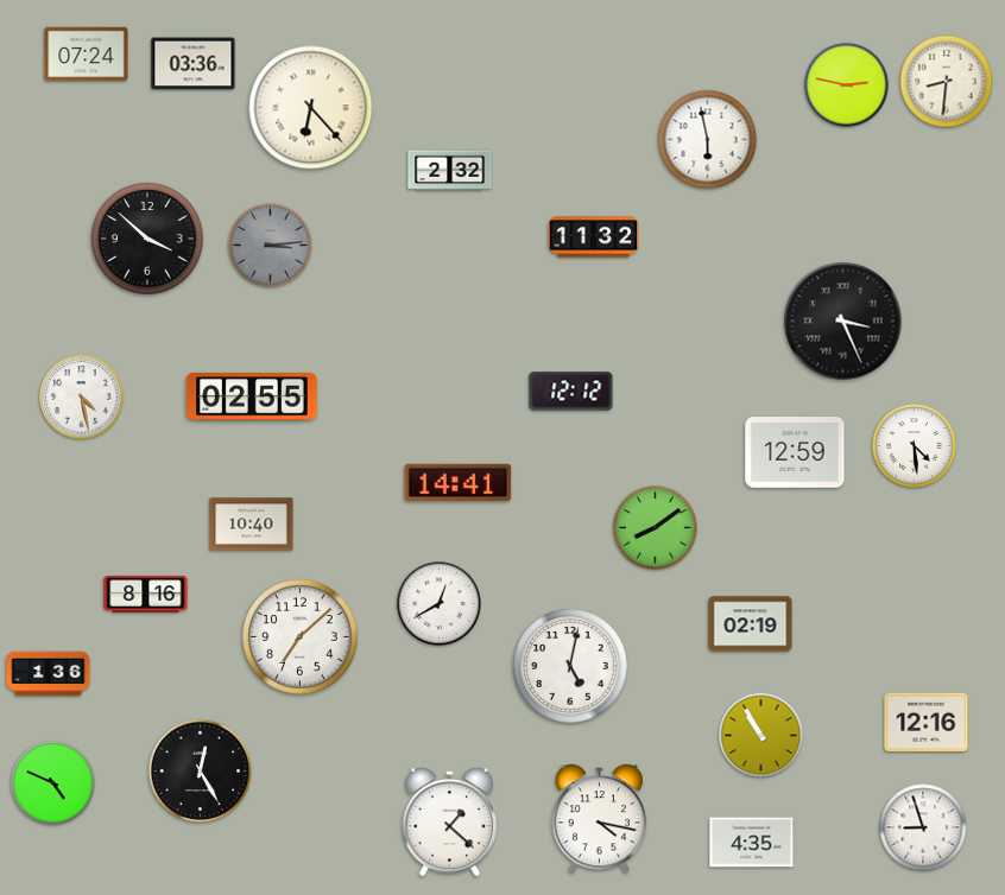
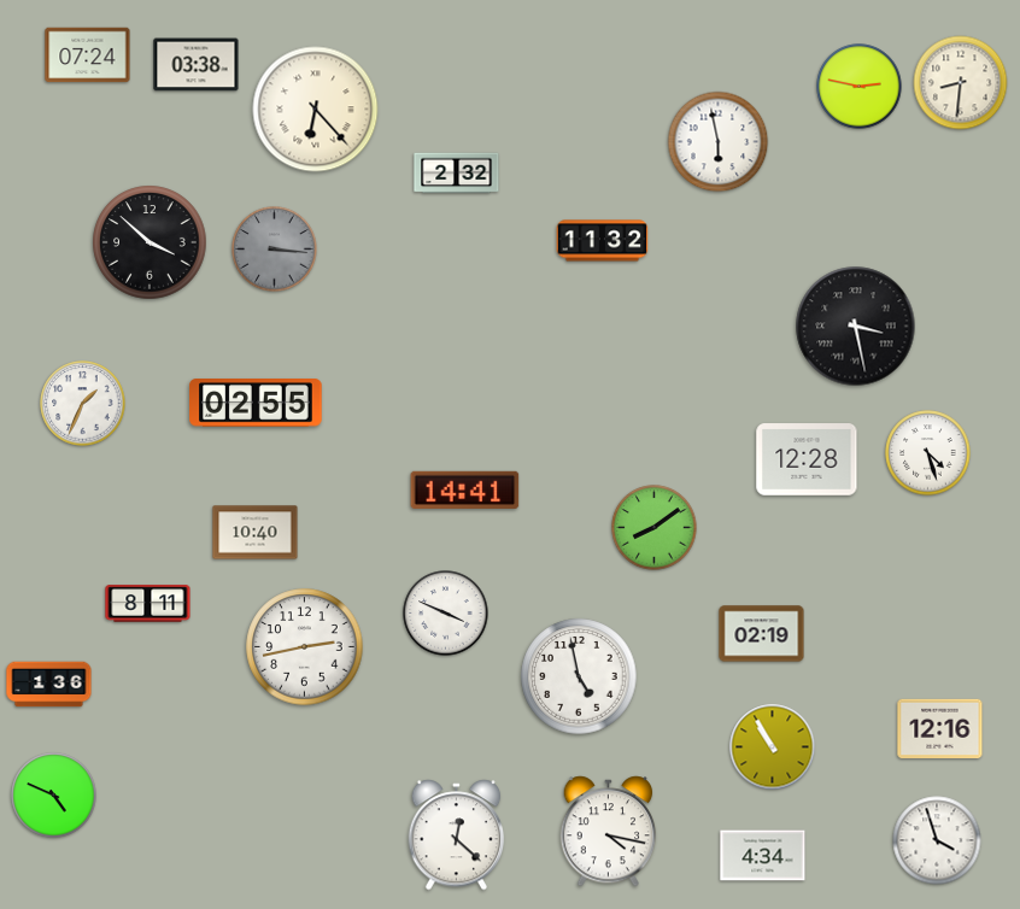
clock at (194, 64): 03:36 -> 03:38
clock at (271, 246): 3:14 -> 3:16
clock at (843, 322): 3:26 -> 3:28
clock at (571, 392): 12:12 -> none
clock at (82, 398): 4:28 -> 1:34
clock at (915, 446): 4:29 -> 4:27
clock at (795, 452): 12:59 -> 12:28
clock at (656, 528) position: (656, 528) -> (655, 528)
clock at (146, 595): 8:16 -> 8:11
clock at (440, 604): 12:40 -> 3:49
clock at (301, 637): 7:08 -> 2:43
clock at (570, 666): 5:02 -> 4:58
clock at (927, 722) position: (927, 722) -> (940, 728)
clock at (201, 772): 12:25 -> none
clock at (450, 823): 1:22 -> 12:22
clock at (923, 827): 8:57 -> 3:57
clock at (752, 843): 4:35 -> 4:34
